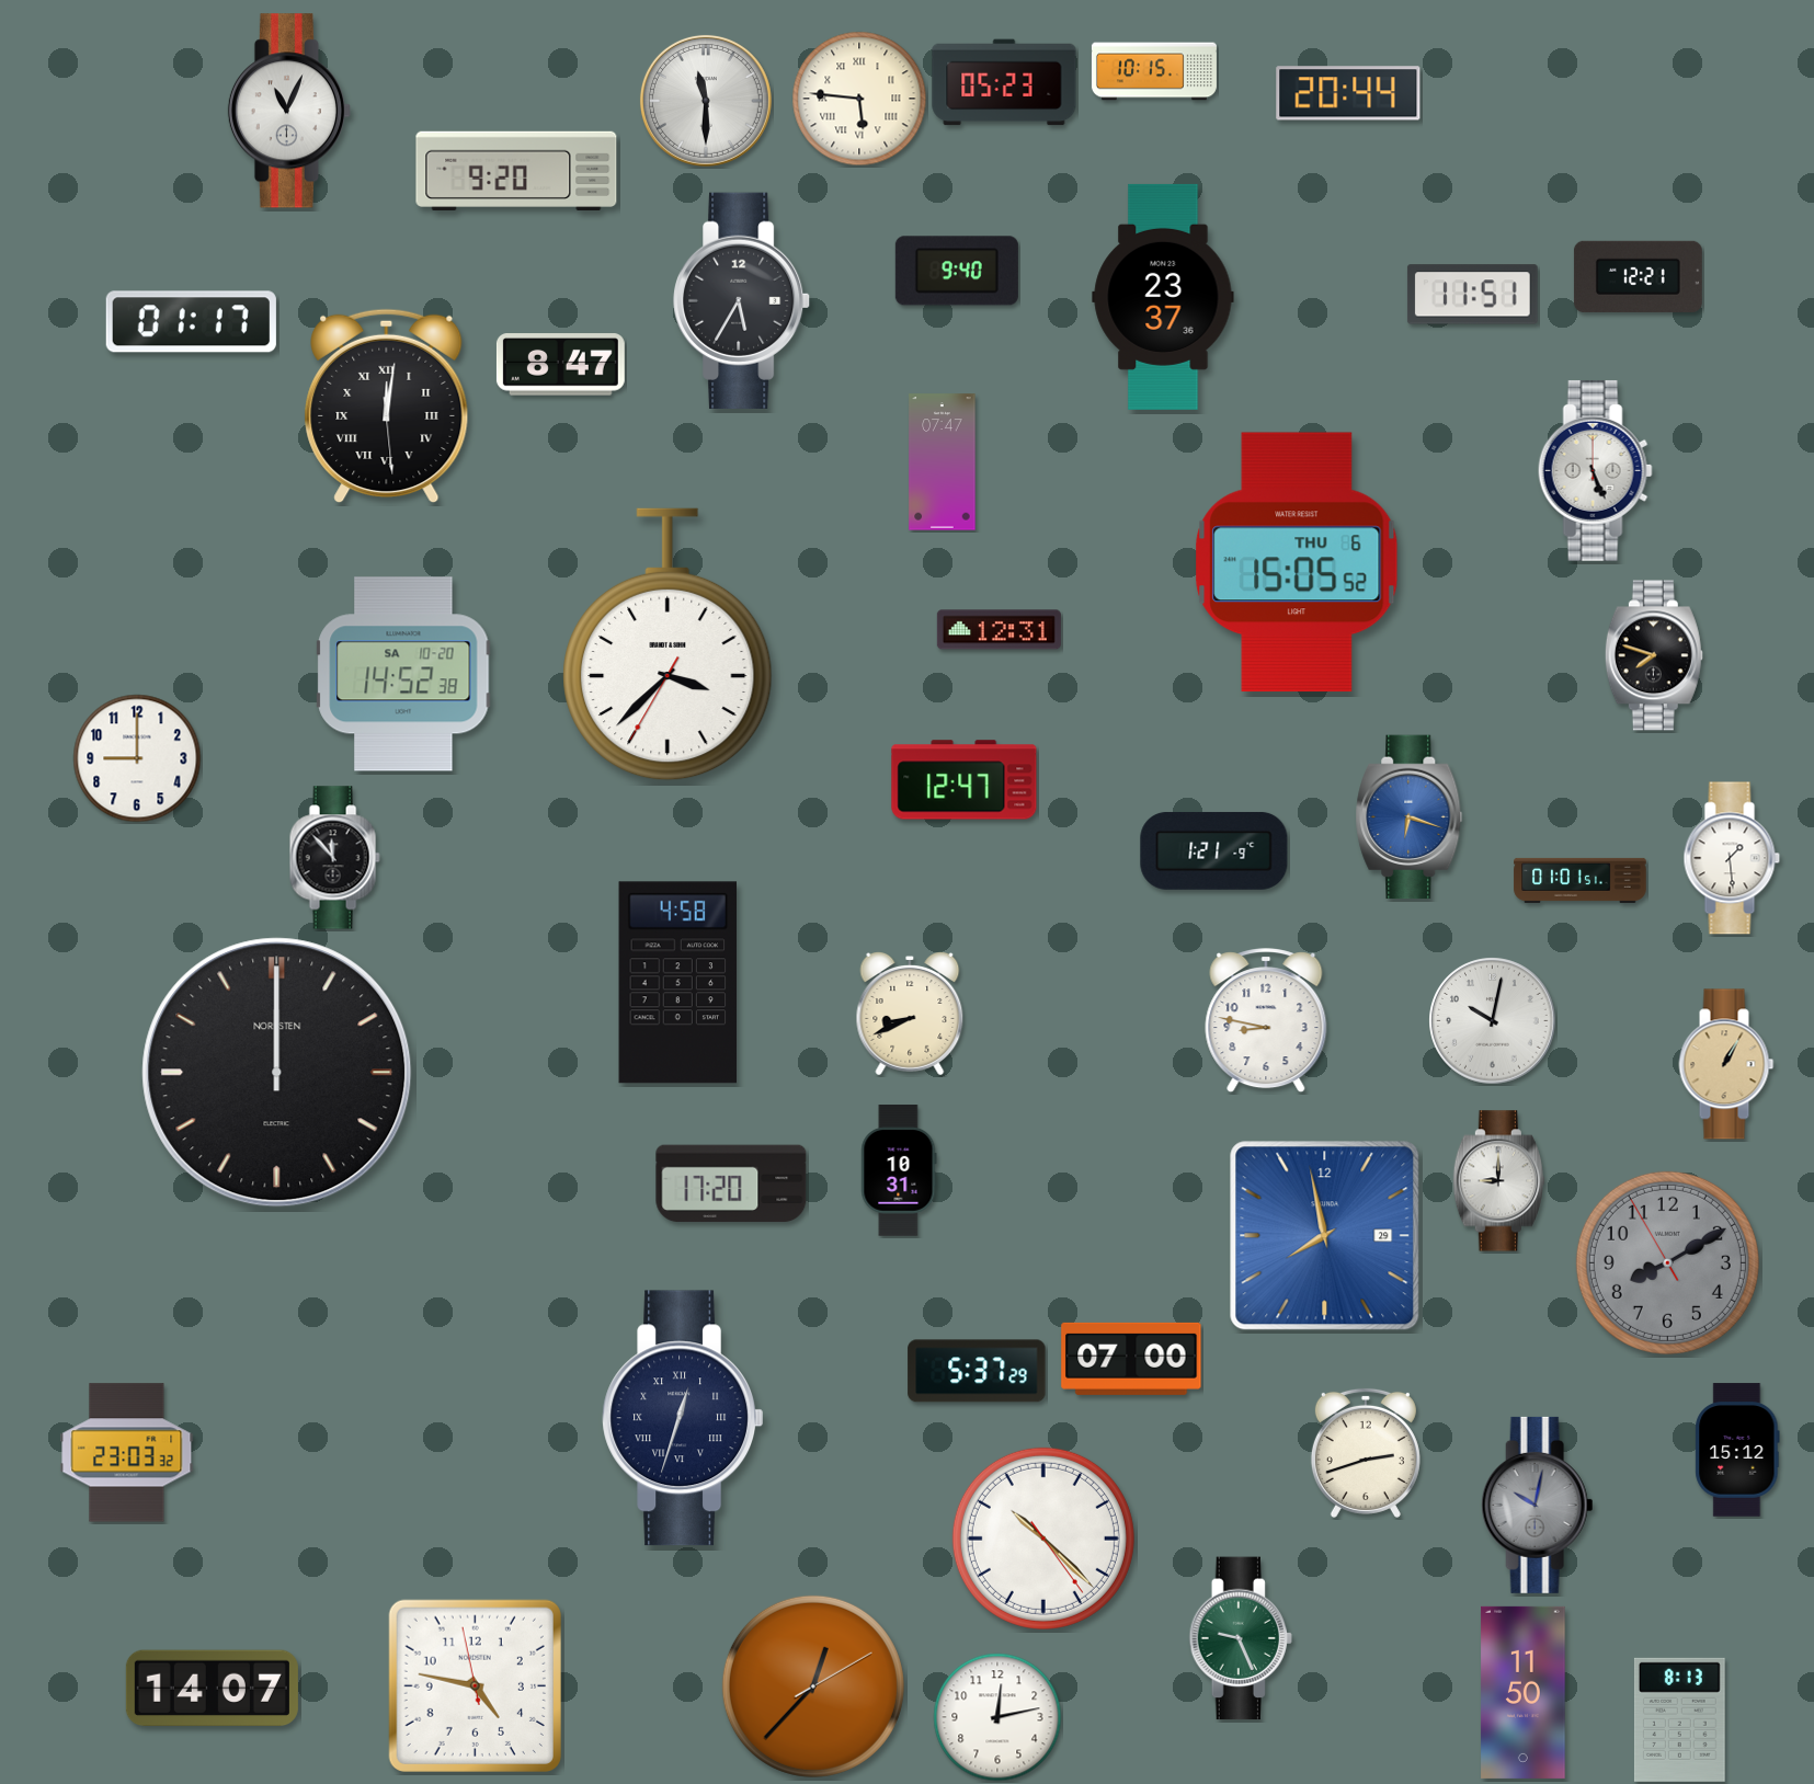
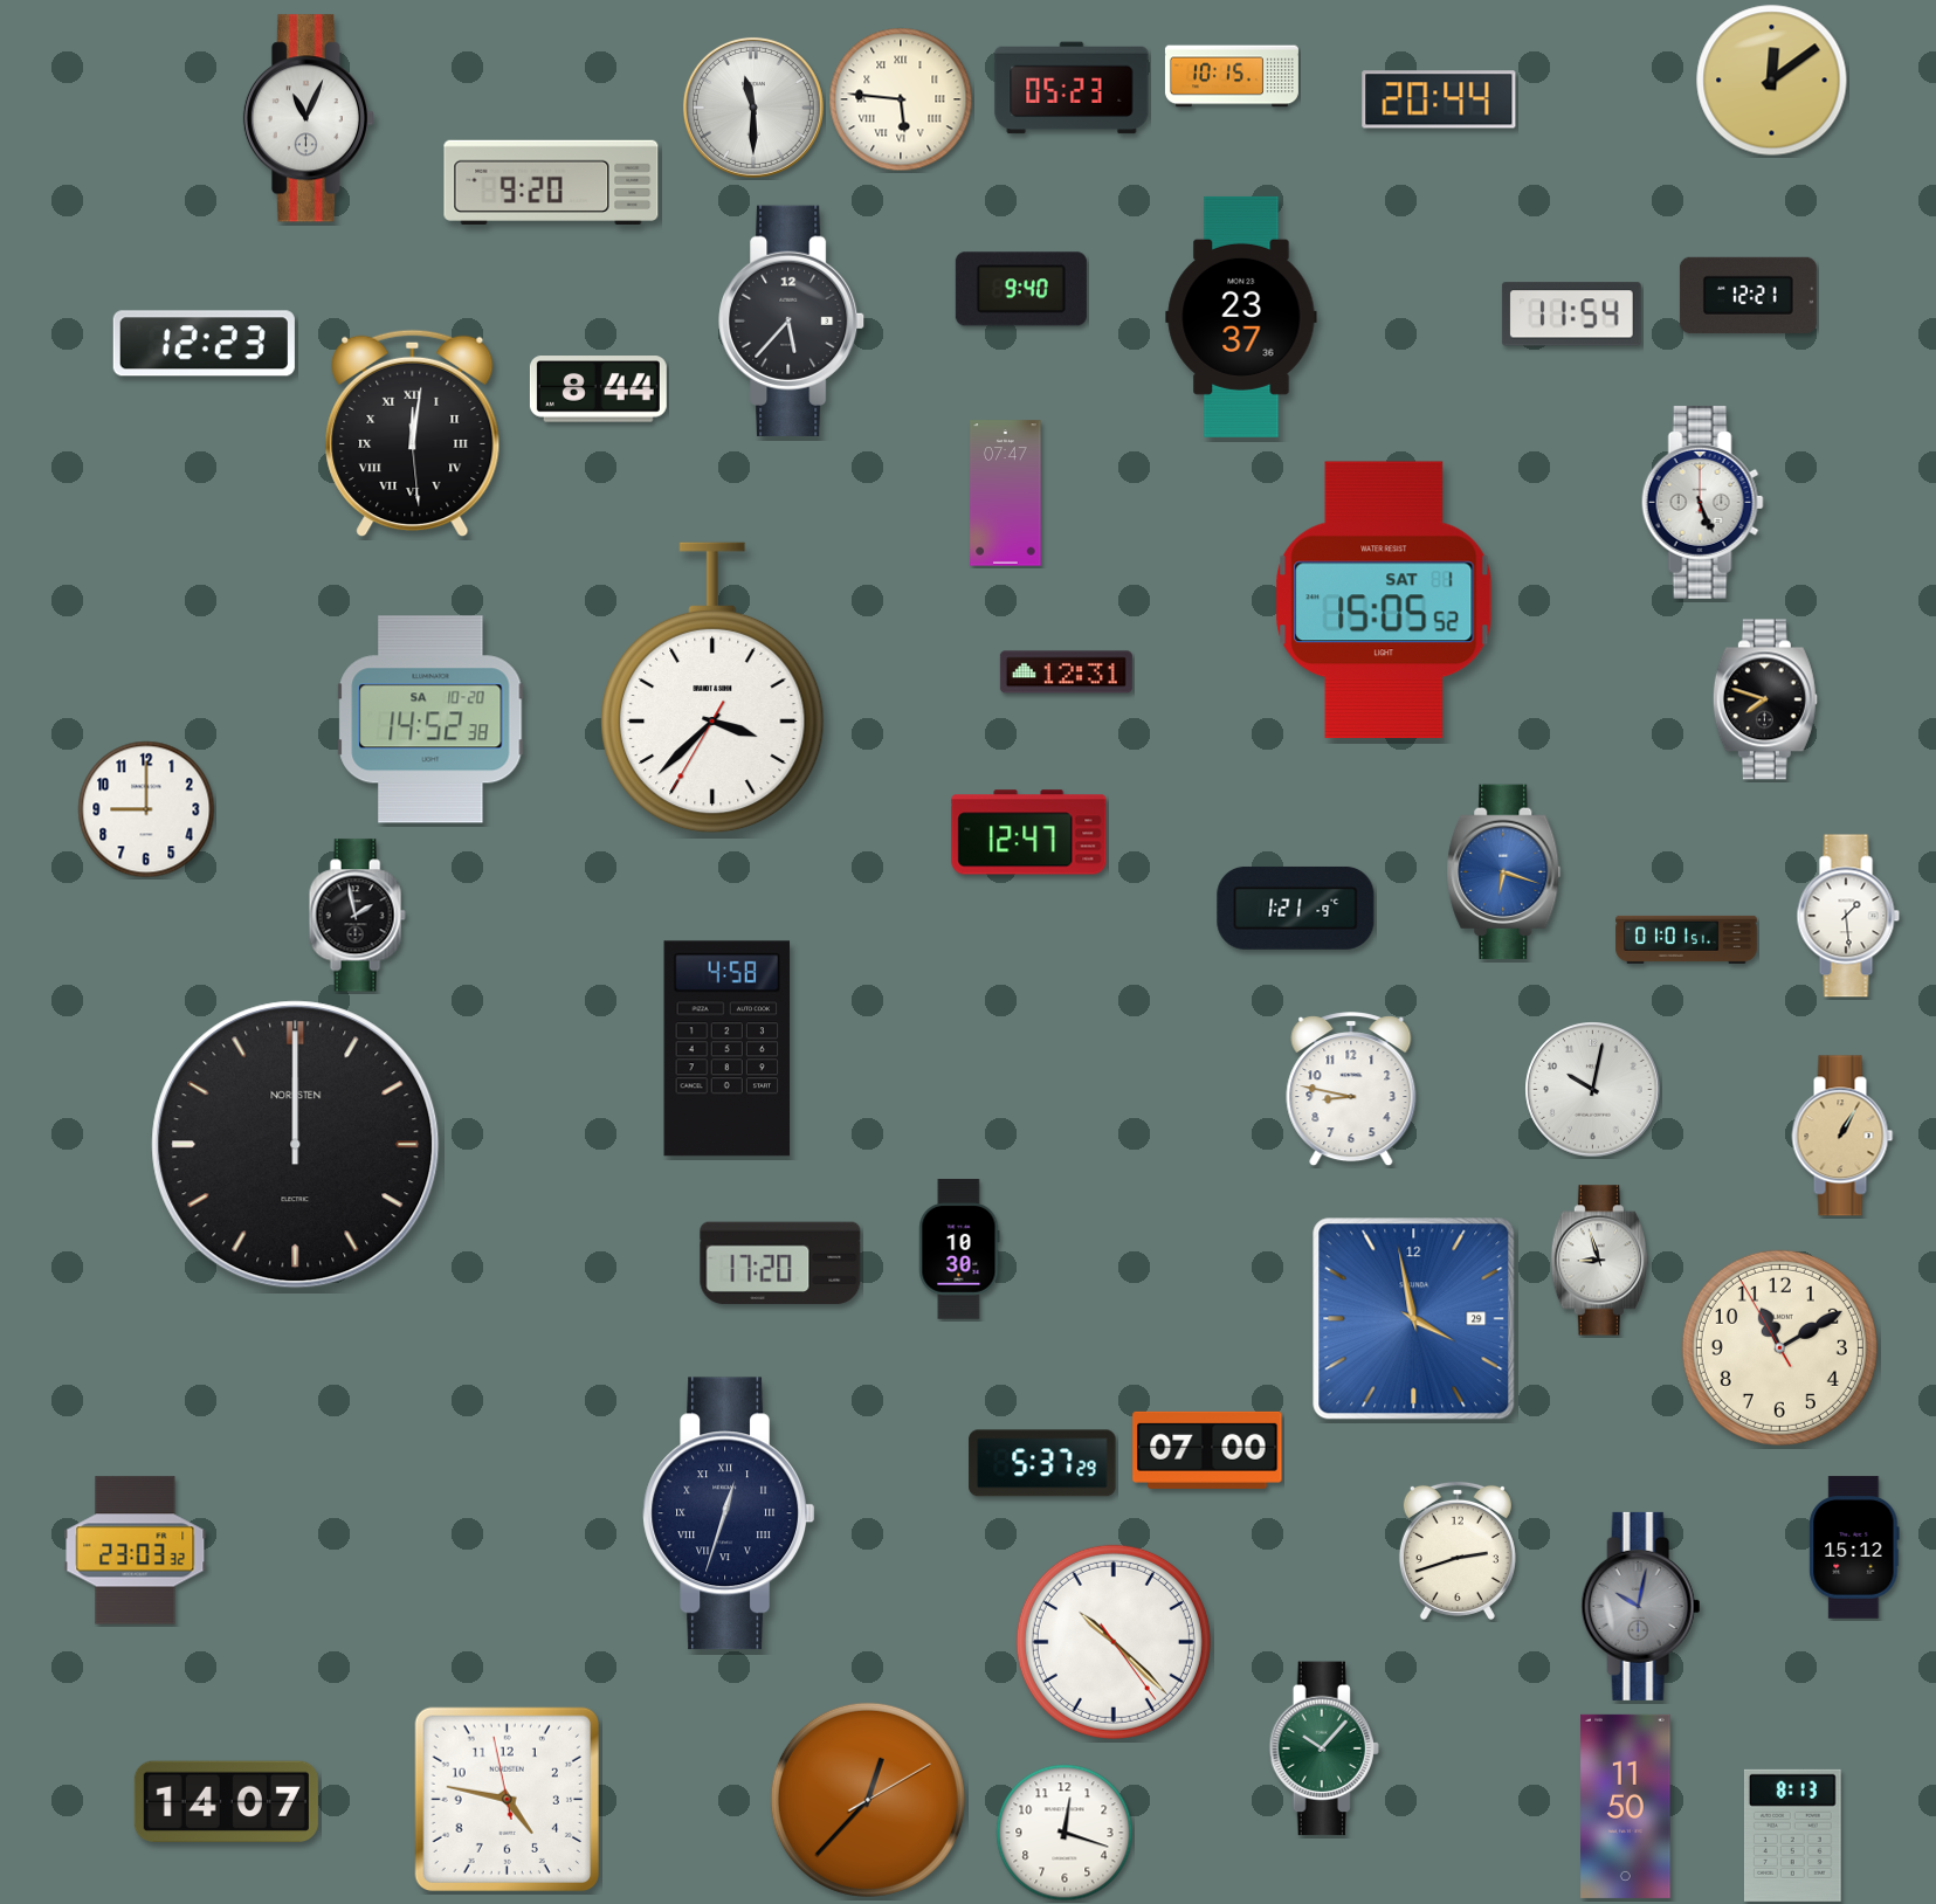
clock at (1772, 81): none -> 12:09
clock at (859, 99) position: (859, 99) -> (901, 99)
clock at (1472, 295): 11:51 -> 11:54
clock at (742, 300): 5:35 -> 5:37
clock at (191, 322): 01:17 -> 12:23
clock at (560, 365): 8:47 -> 8:44
clock at (1297, 562) date: THU 6 -> SAT 1
clock at (334, 858): 11:53 -> 1:58
clock at (678, 983) position: (678, 983) -> (728, 1049)
clock at (910, 1015): 8:41 -> none
clock at (899, 1170): 10:31 -> 10:30
clock at (1498, 1181): 9:00 -> 8:57
clock at (1325, 1236): 7:58 -> 3:58
clock at (1667, 1262): 8:09 -> 11:09
clock at (1667, 1262) dial: grey -> cream
clock at (1241, 1638): 9:26 -> 10:07
clock at (997, 1717): 12:13 -> 12:18
